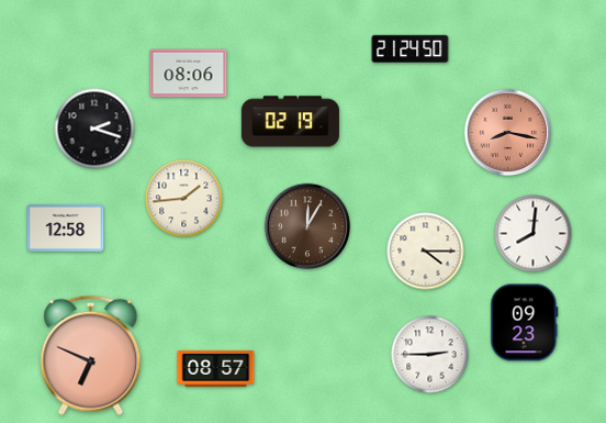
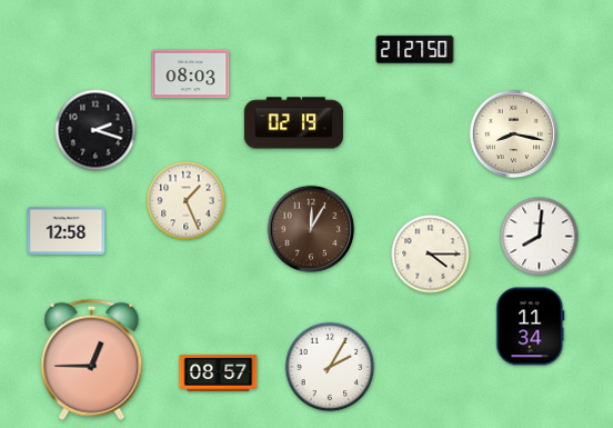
clock at (411, 49): 21:24 -> 21:27
clock at (189, 74): 08:06 -> 08:03
clock at (508, 133) dial: salmon -> cream
clock at (184, 199): 1:44 -> 1:26
clock at (525, 323): 09:23 -> 11:34
clock at (91, 355): 6:49 -> 12:45
clock at (430, 355): 2:45 -> none
clock at (330, 367): none -> 2:05
